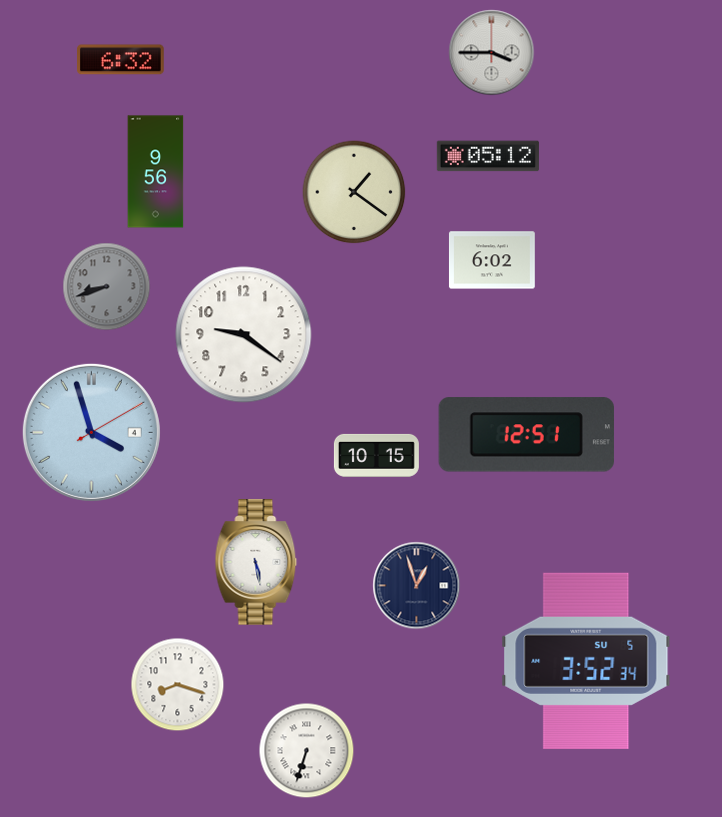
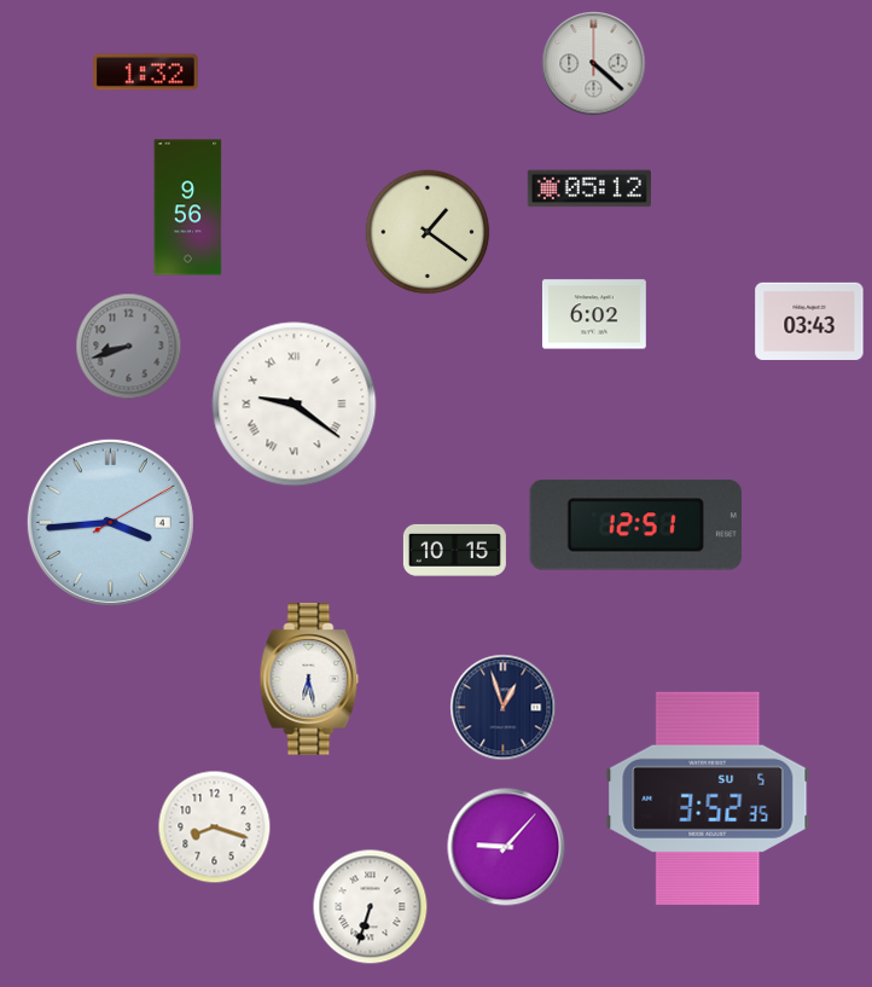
clock at (492, 53): 3:45 -> 4:22
clock at (121, 60): 6:32 -> 1:32
clock at (809, 320): none -> 03:43
clock at (244, 335) numerals: Arabic -> Roman
clock at (91, 432): 3:57 -> 3:44
clock at (256, 562): 5:28 -> 6:28
clock at (586, 661): 3:52:34 -> 3:52:35
clock at (506, 847): none -> 9:07
